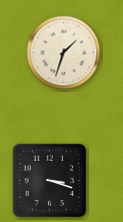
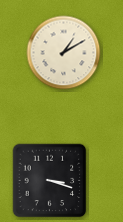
clock at (64, 53): 1:33 -> 1:10
